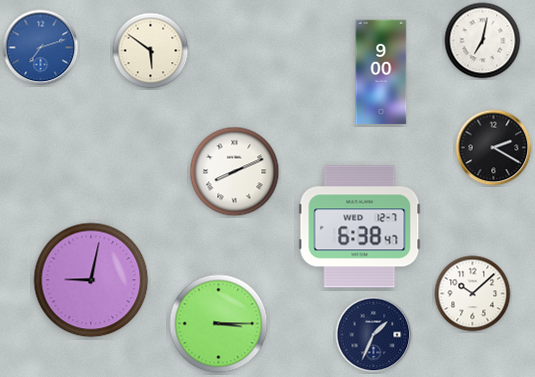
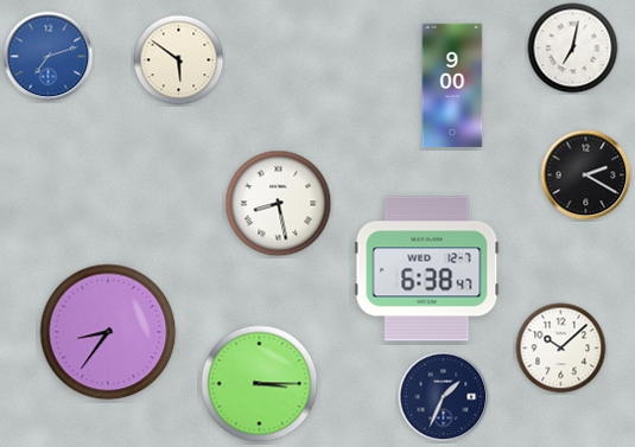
clock at (235, 172): 8:11 -> 8:28
clock at (91, 280): 9:02 -> 8:36
